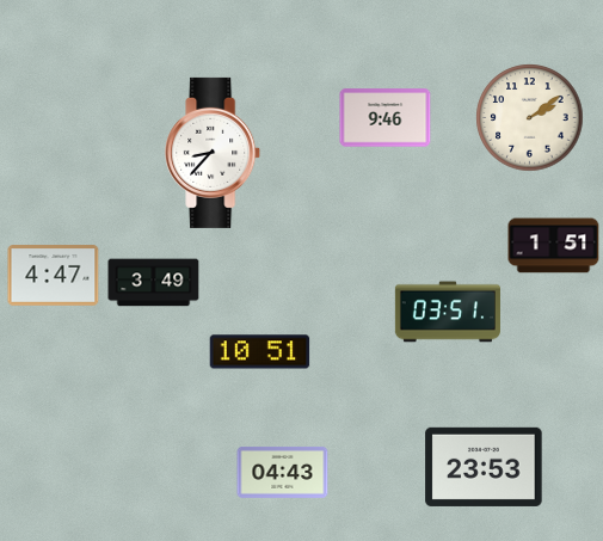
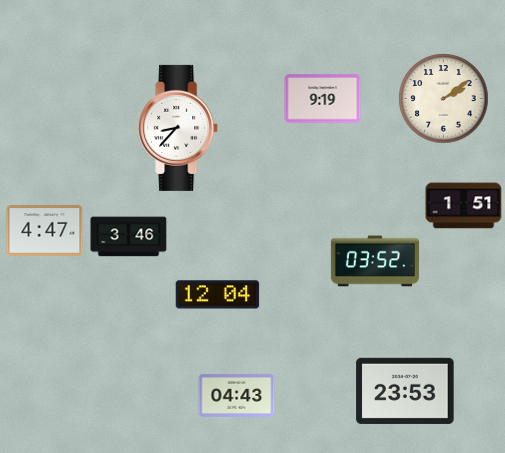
clock at (386, 118): 9:46 -> 9:19
clock at (154, 283): 3:49 -> 3:46
clock at (448, 312): 03:51 -> 03:52
clock at (260, 352): 10:51 -> 12:04
